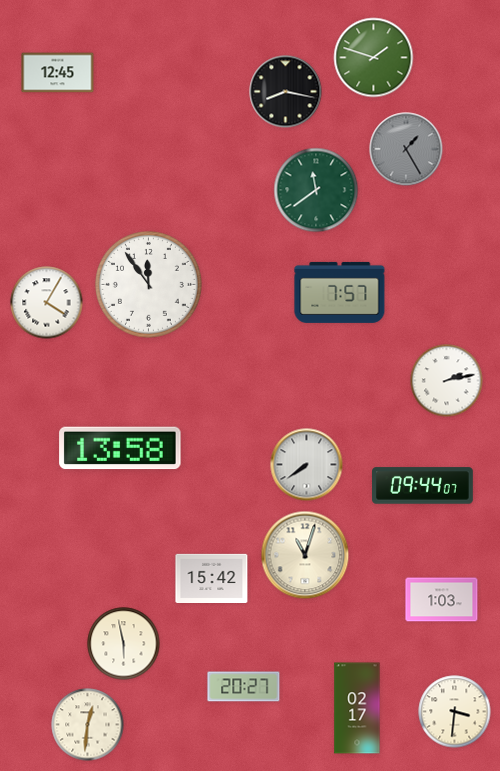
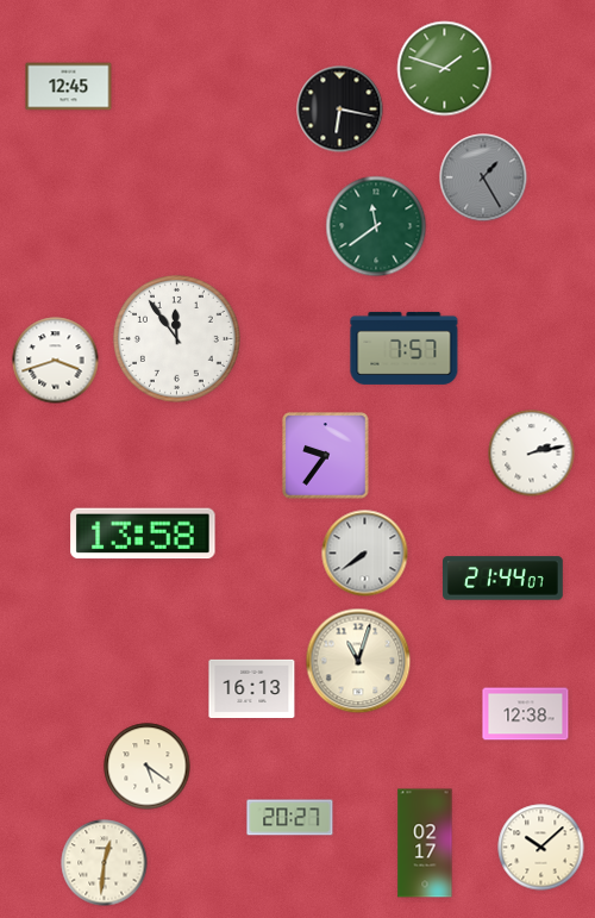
clock at (286, 92): 8:17 -> 6:17
clock at (47, 303): 4:05 -> 3:42
clock at (326, 456): none -> 9:36
clock at (423, 486): 09:44 -> 21:44
clock at (305, 555) position: (305, 555) -> (358, 661)
clock at (212, 578): 15:42 -> 16:13
clock at (442, 600): 1:03 -> 12:38
clock at (124, 644): 5:58 -> 5:21
clock at (455, 712): 3:31 -> 10:08
